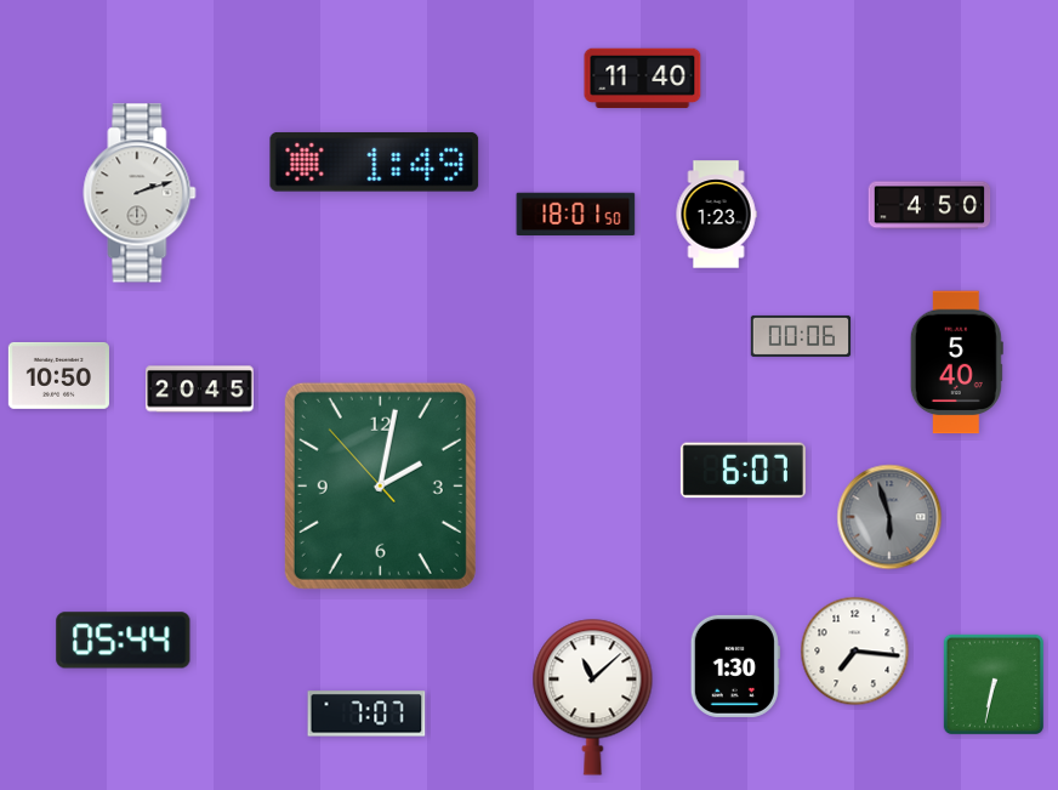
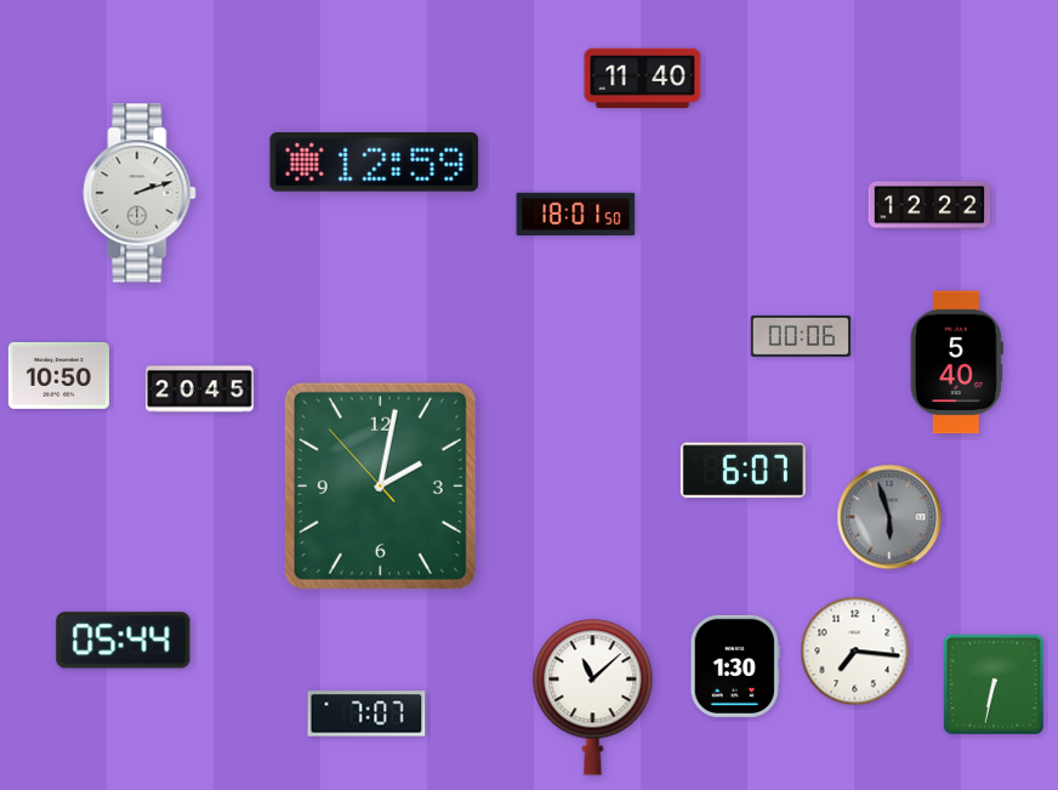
clock at (375, 163): 1:49 -> 12:59
clock at (929, 205): 4:50 -> 12:22
clock at (716, 215): 1:23 -> none
